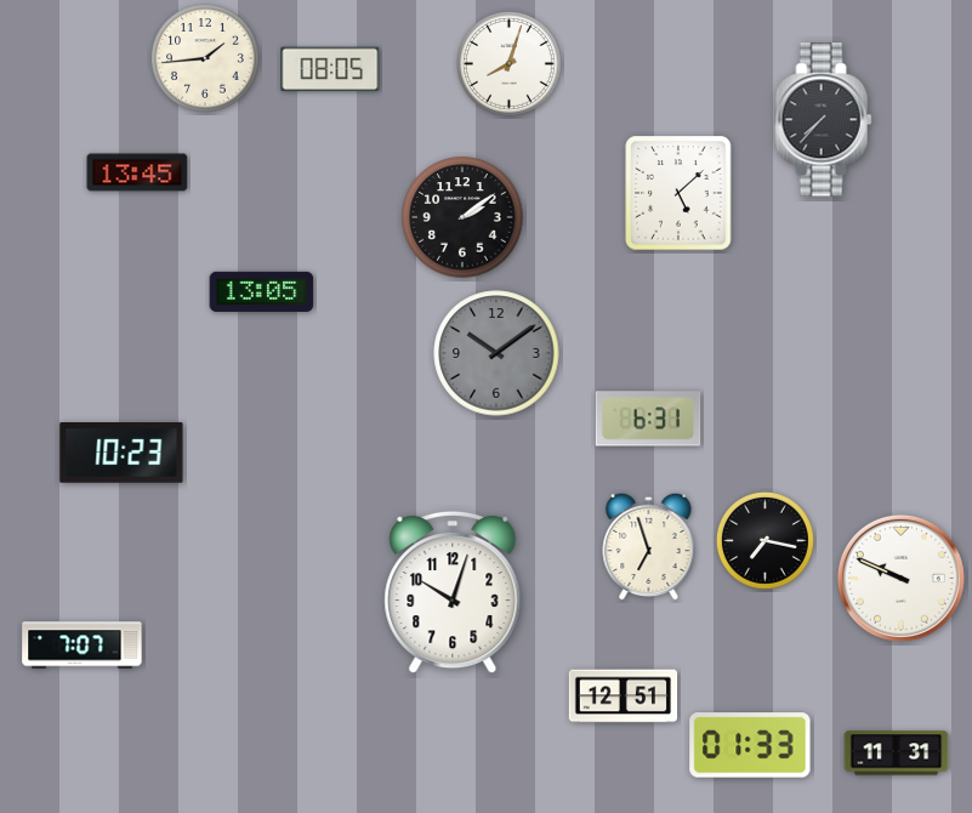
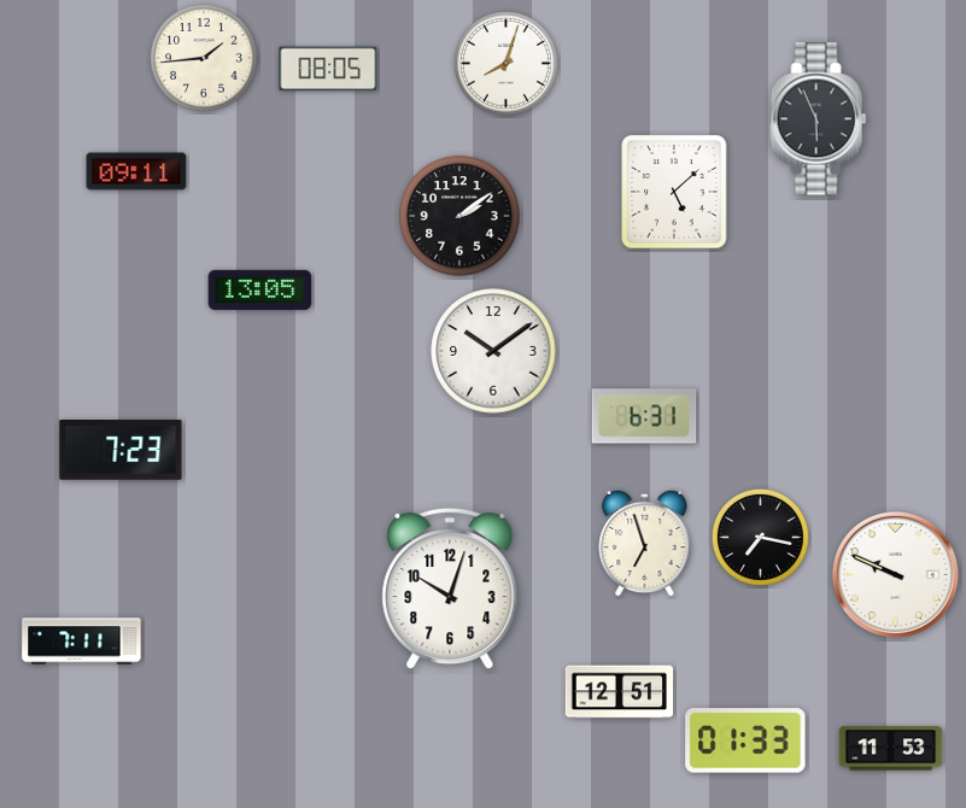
clock at (824, 120): 7:37 -> 5:56
clock at (137, 172): 13:45 -> 09:11
clock at (496, 353) dial: grey -> white
clock at (121, 453): 10:23 -> 7:23
clock at (83, 646): 7:07 -> 7:11
clock at (897, 754): 11:31 -> 11:53
